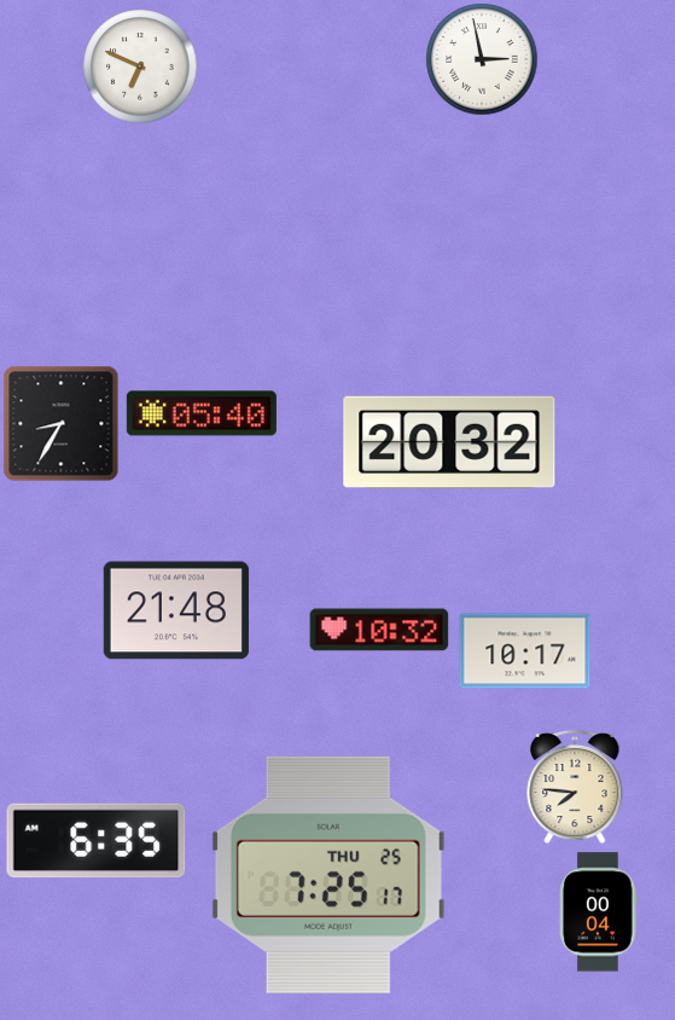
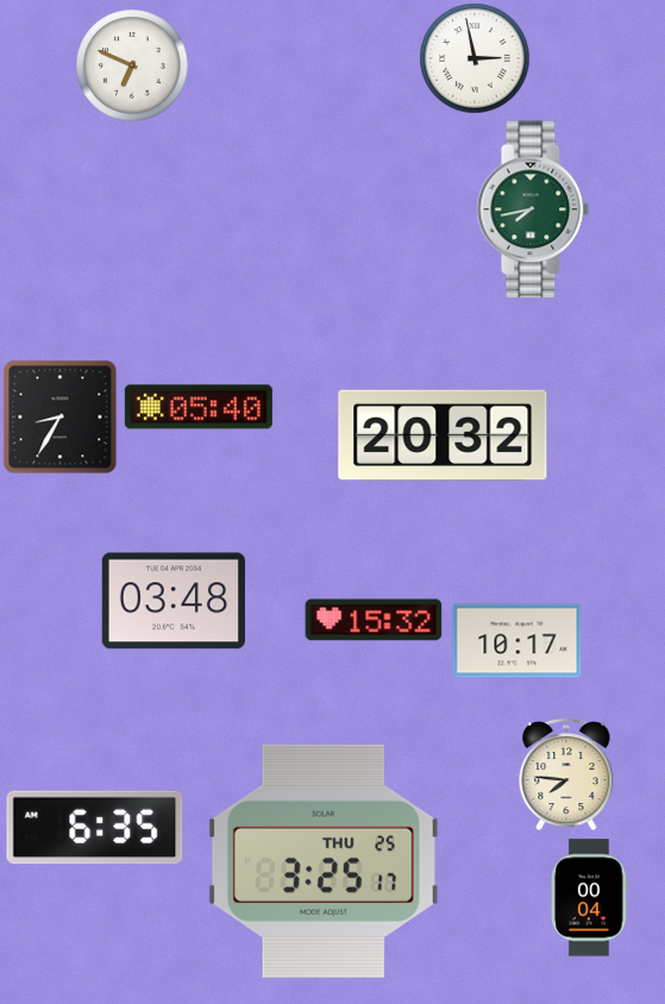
clock at (140, 66) position: (140, 66) -> (132, 65)
clock at (533, 209): none -> 7:43
clock at (176, 610): 21:48 -> 03:48
clock at (379, 630): 10:32 -> 15:32
clock at (328, 875): 7:25 -> 3:25
